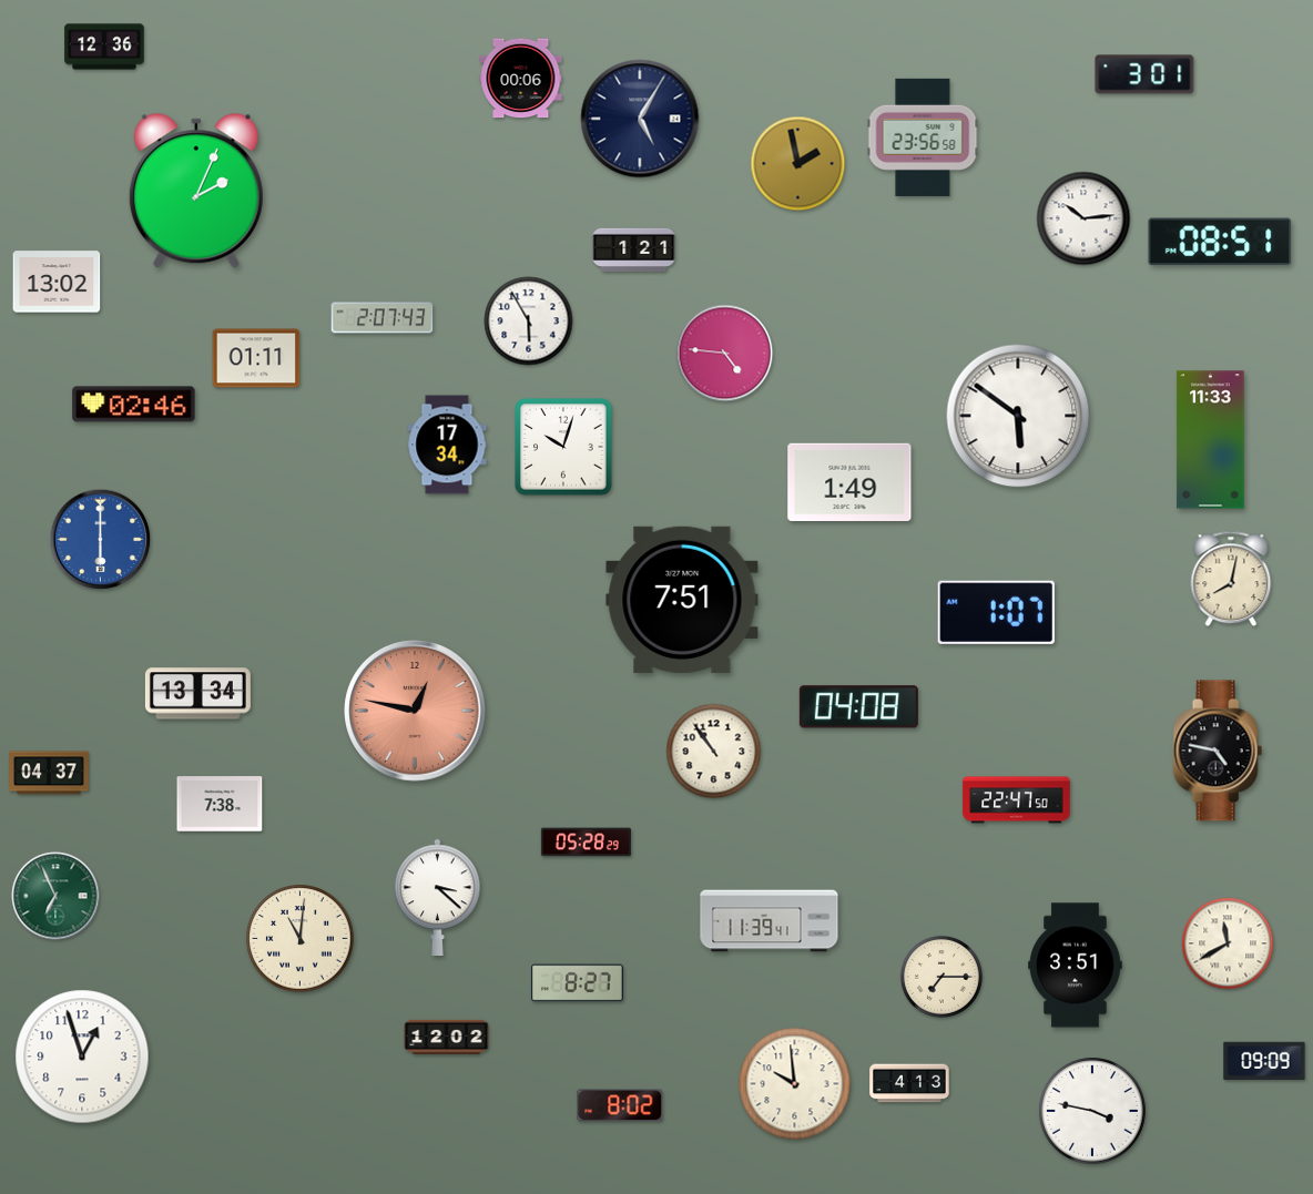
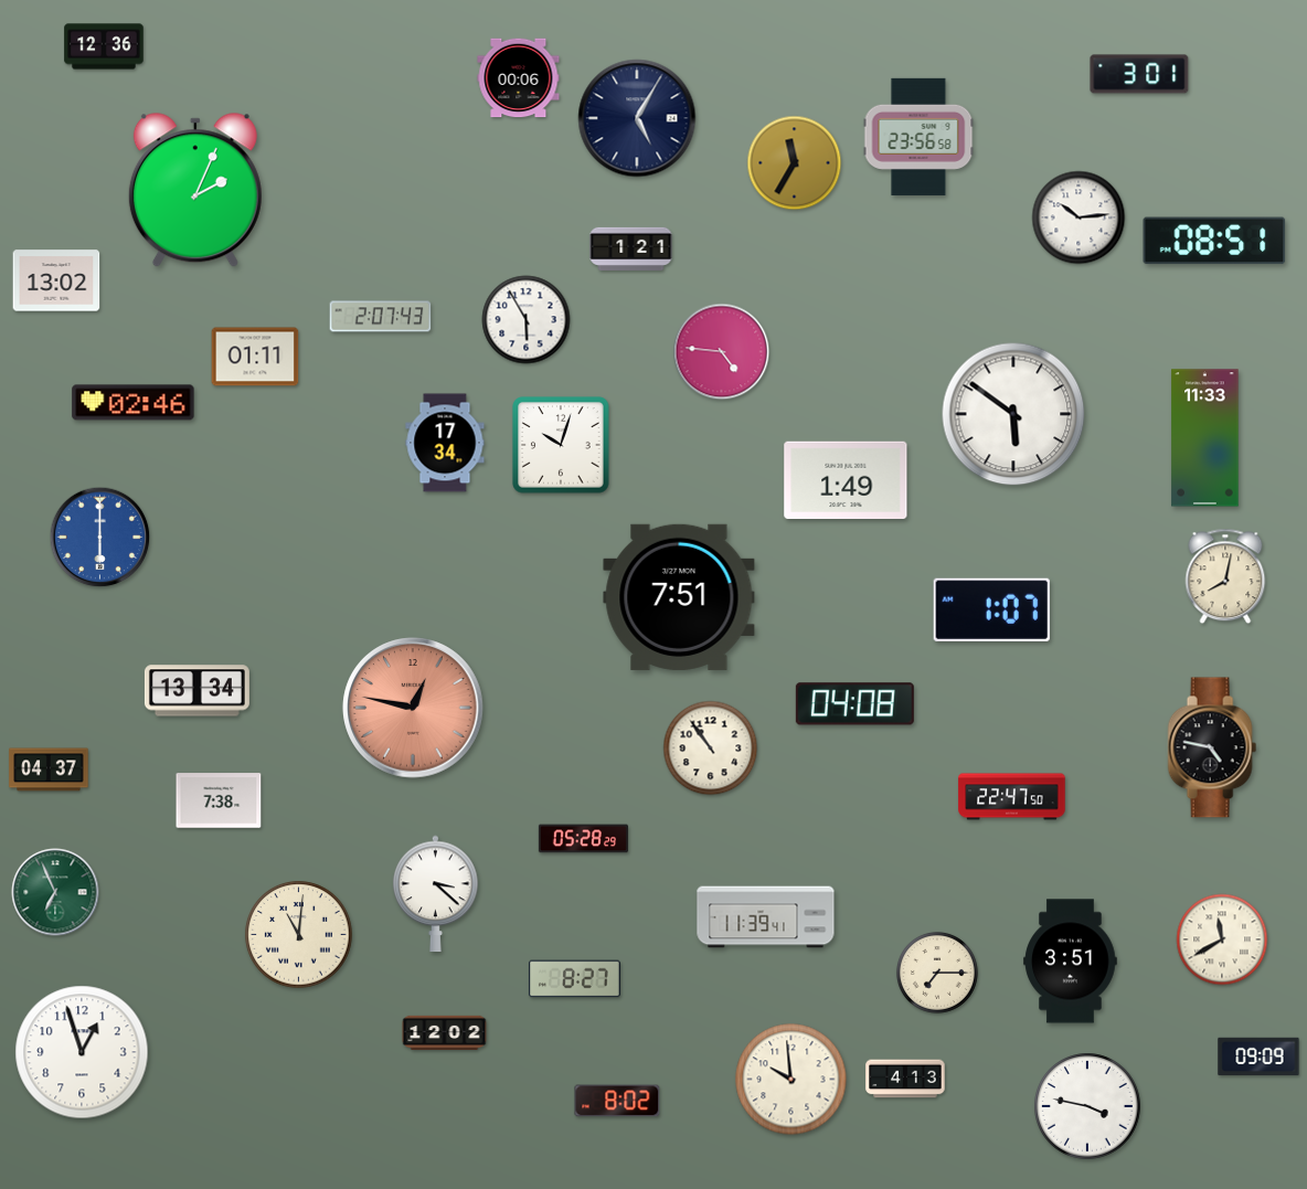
clock at (798, 164): 1:58 -> 11:35
